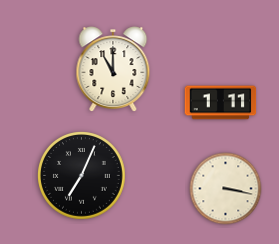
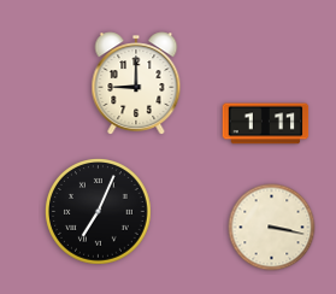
clock at (113, 69): 11:00 -> 9:00
